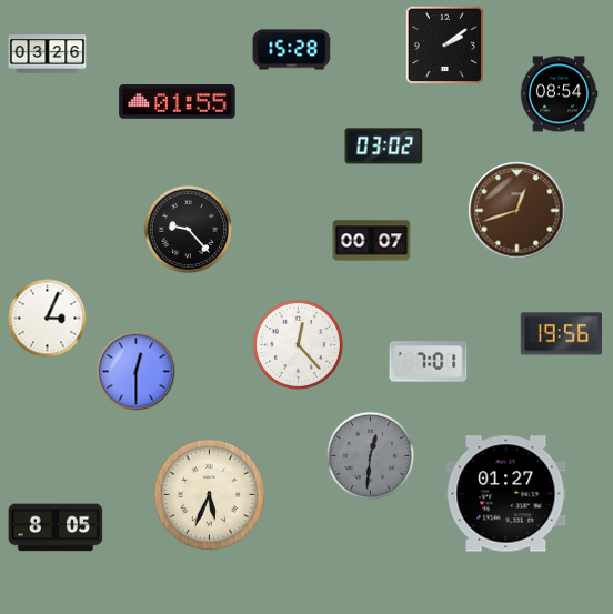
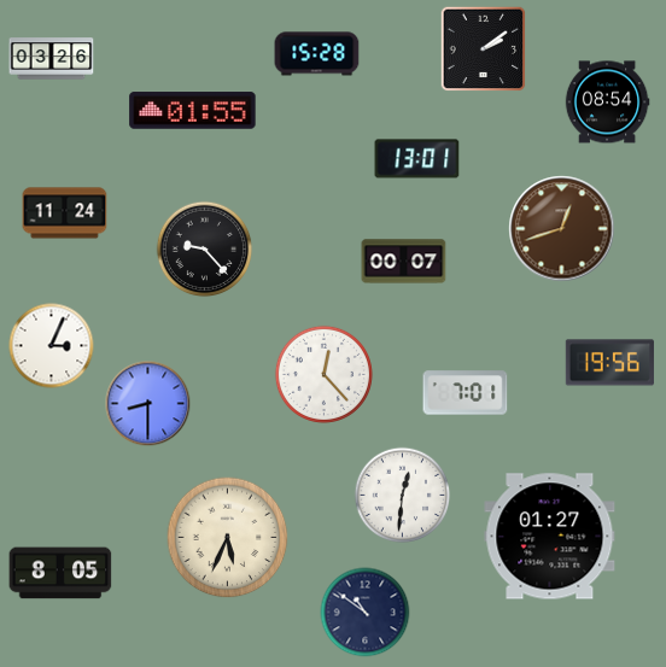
clock at (384, 147): 03:02 -> 13:01
clock at (65, 213): none -> 11:24
clock at (137, 372): 12:30 -> 8:30
clock at (371, 456) dial: grey -> white
clock at (366, 613): none -> 10:51
